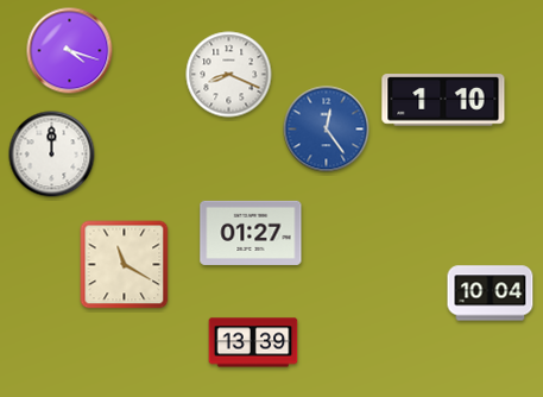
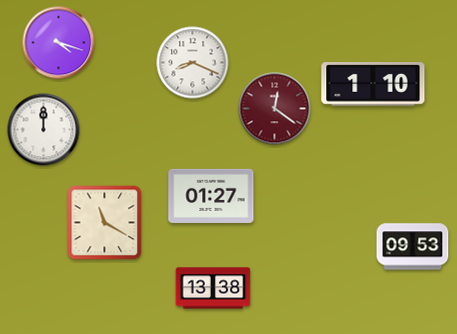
clock at (327, 130): 12:24 -> 12:21
clock at (327, 130) dial: blue -> burgundy
clock at (491, 294): 10:04 -> 09:53
clock at (253, 342): 13:39 -> 13:38
